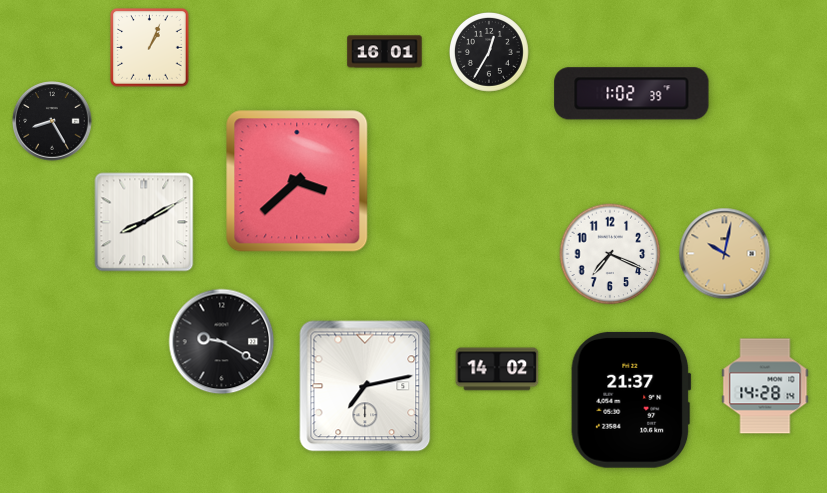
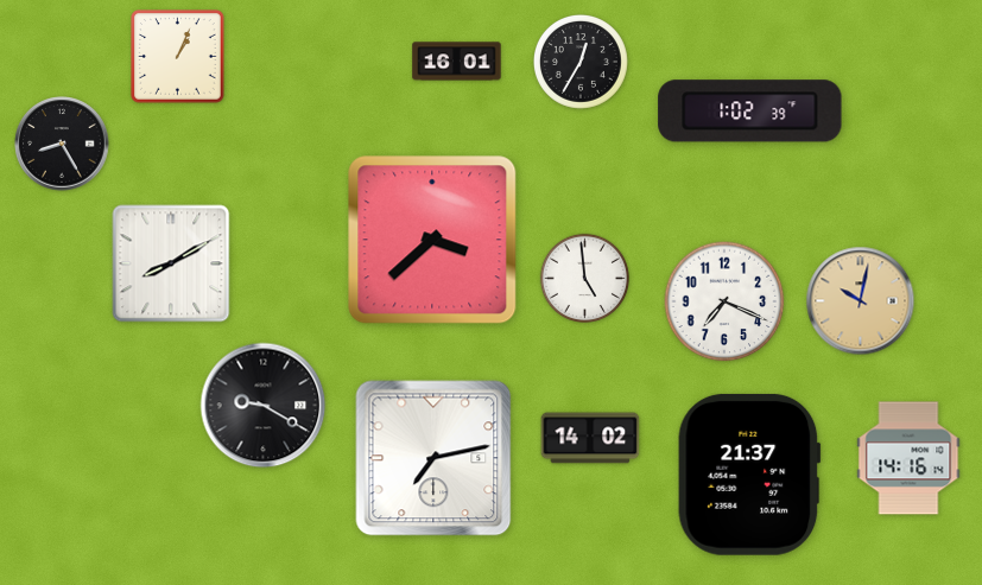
clock at (297, 181) position: (297, 181) -> (432, 240)
clock at (584, 278): none -> 4:59
clock at (765, 386): 14:28 -> 14:16
